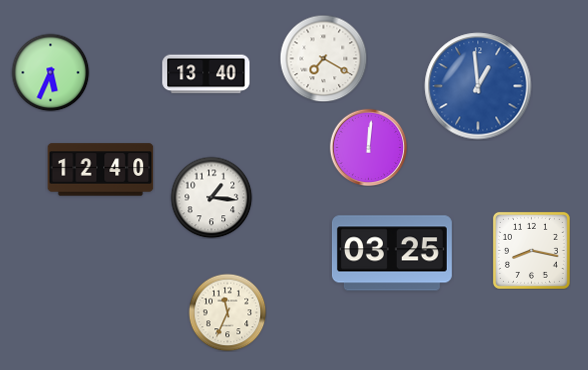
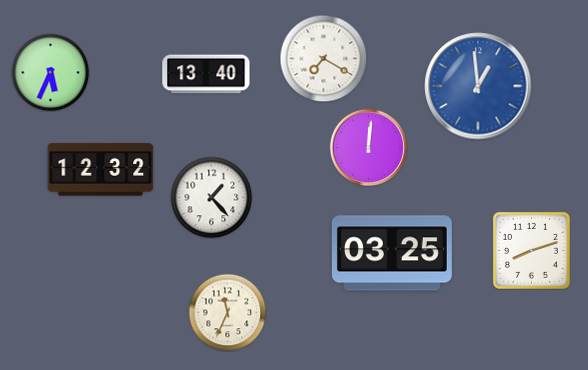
clock at (101, 170): 12:40 -> 12:32
clock at (211, 197): 1:16 -> 1:23
clock at (531, 250): 8:17 -> 8:12
